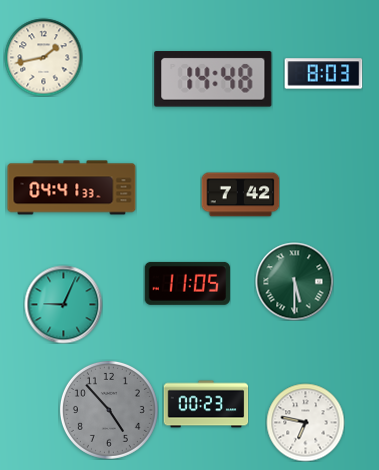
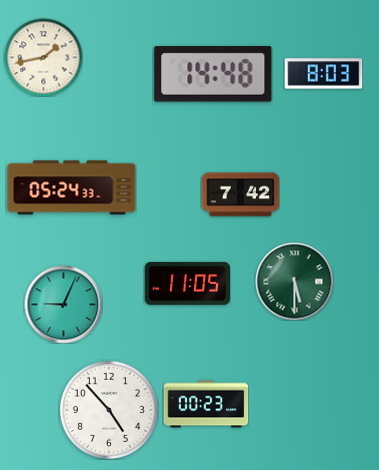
clock at (213, 79) position: (213, 79) -> (213, 74)
clock at (72, 188): 04:41 -> 05:24
clock at (109, 410) dial: grey -> white
clock at (305, 422): 6:47 -> none
